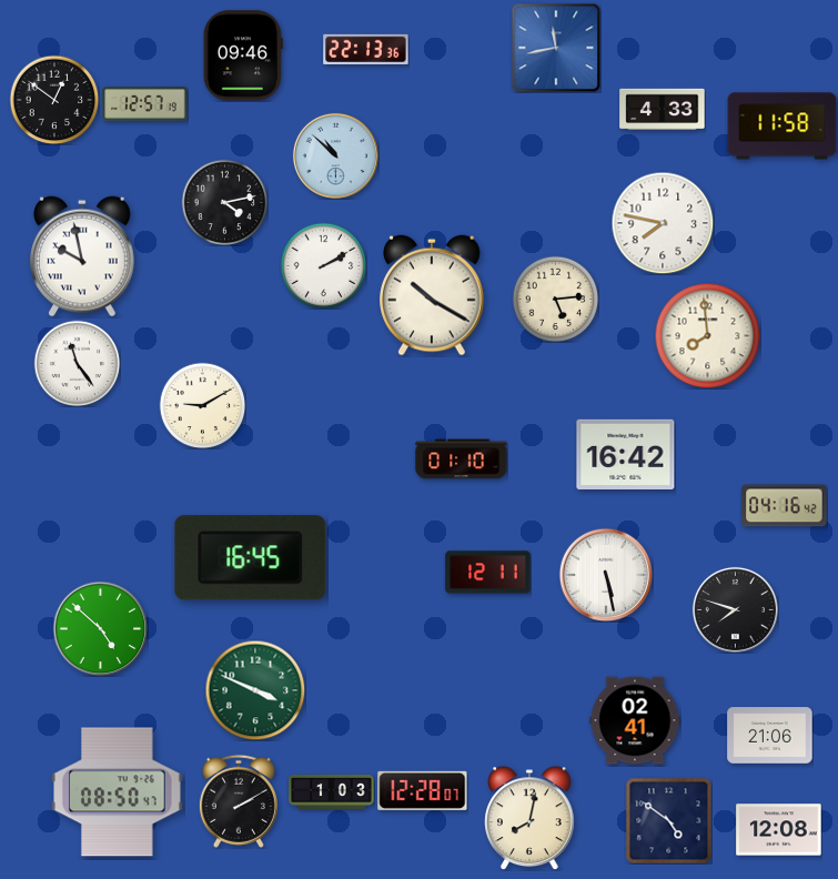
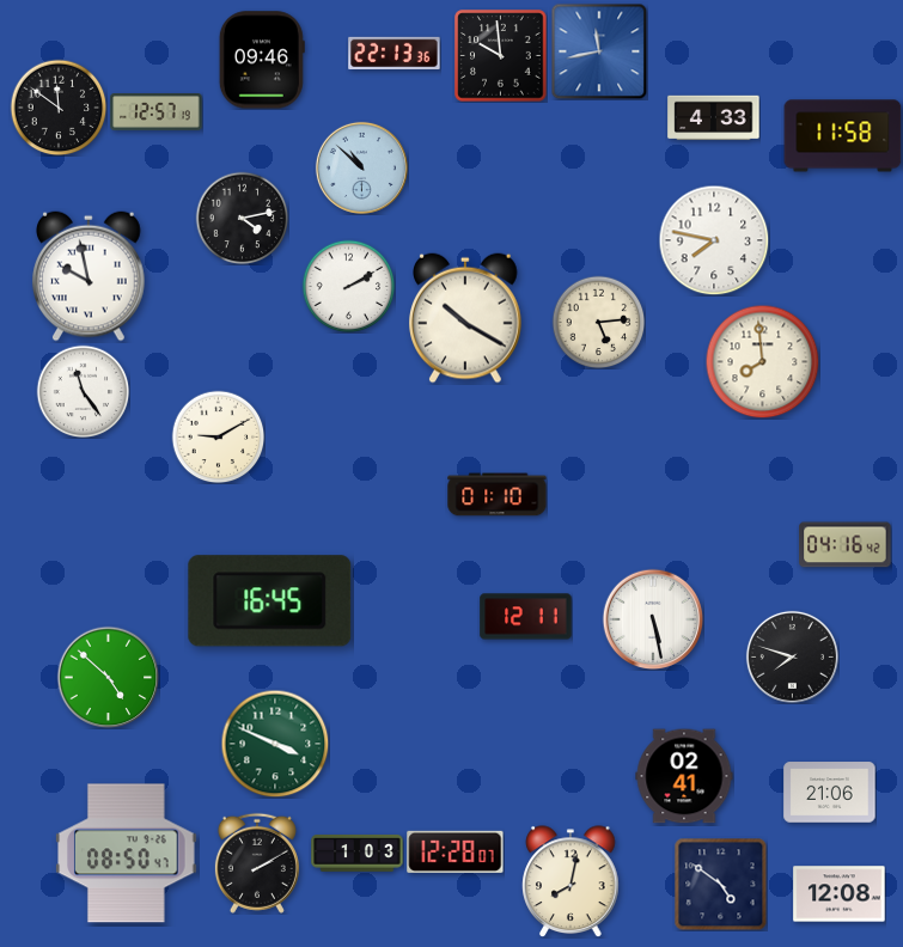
clock at (501, 56): none -> 9:59
clock at (54, 100): 12:51 -> 11:51
clock at (626, 454): 16:42 -> none
